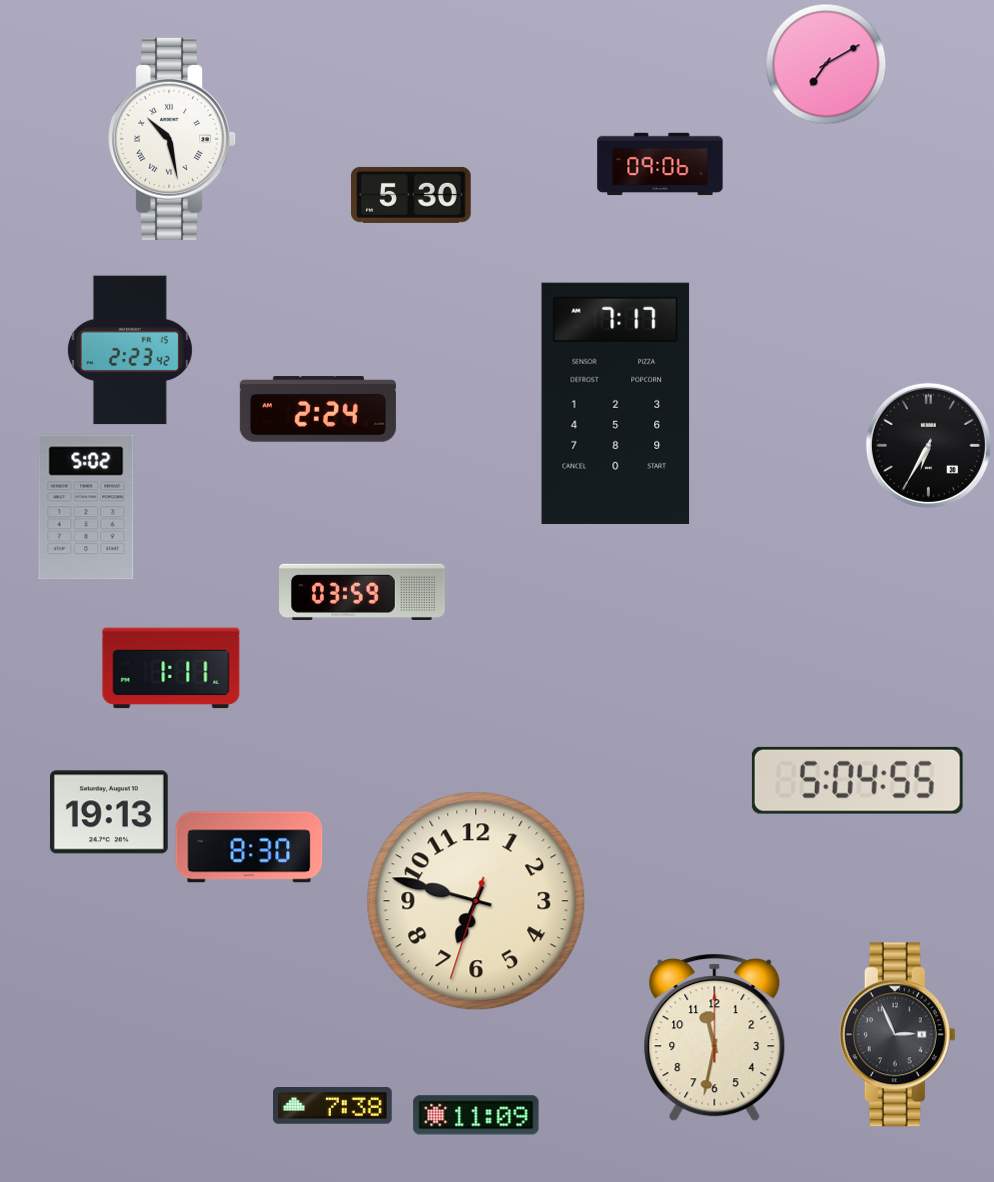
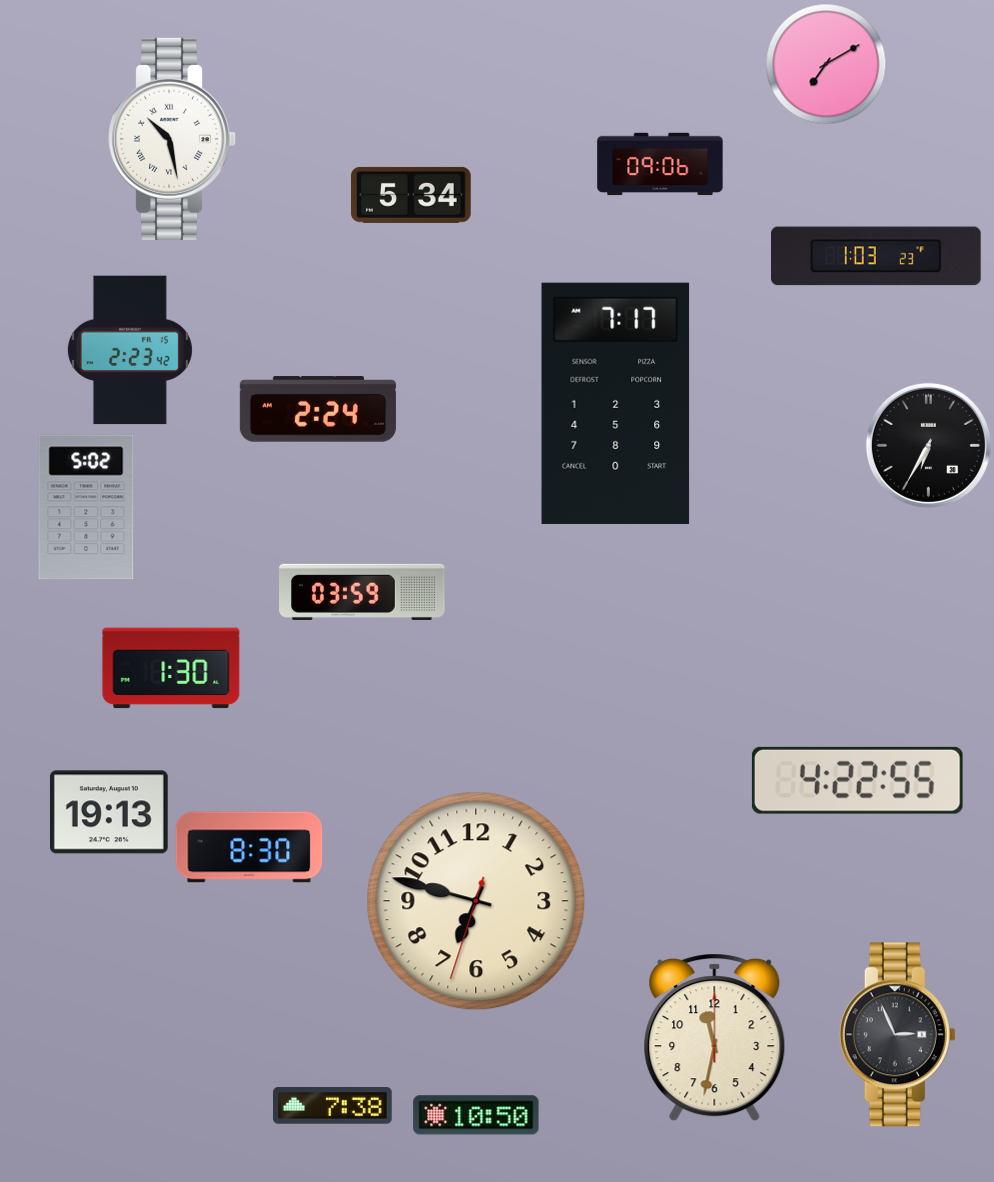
clock at (412, 195): 5:30 -> 5:34
clock at (877, 256): none -> 1:03
clock at (171, 668): 1:11 -> 1:30
clock at (857, 780): 5:04 -> 4:22
clock at (476, 1115): 11:09 -> 10:50
